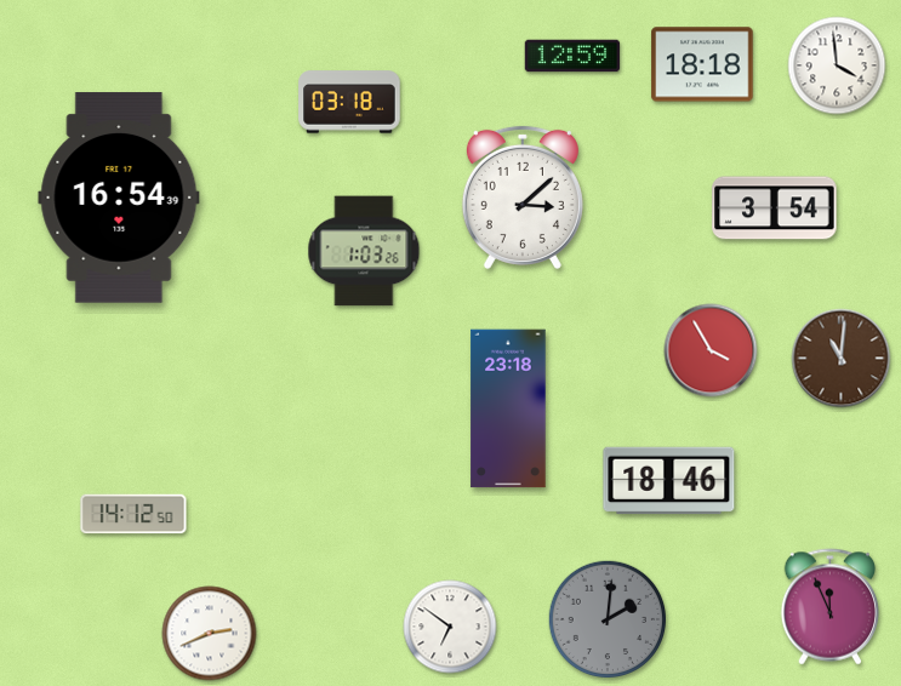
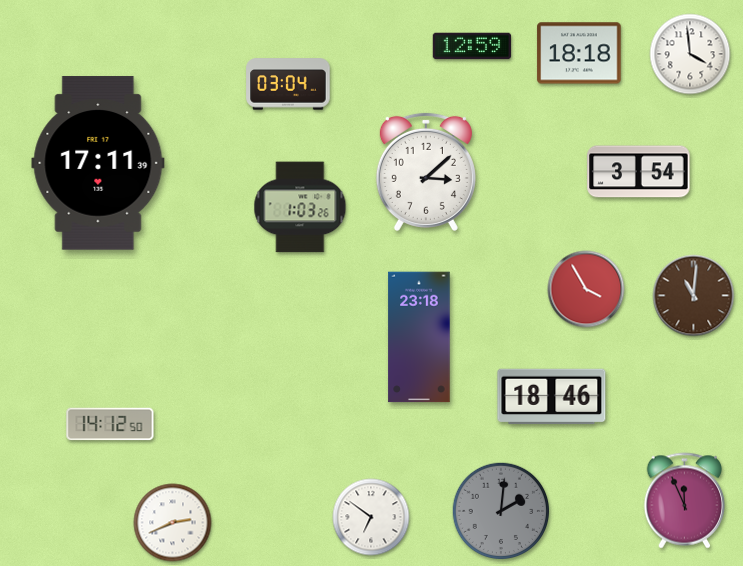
clock at (349, 102): 03:18 -> 03:04
clock at (119, 198): 16:54 -> 17:11
clock at (523, 198) position: (523, 198) -> (426, 172)
